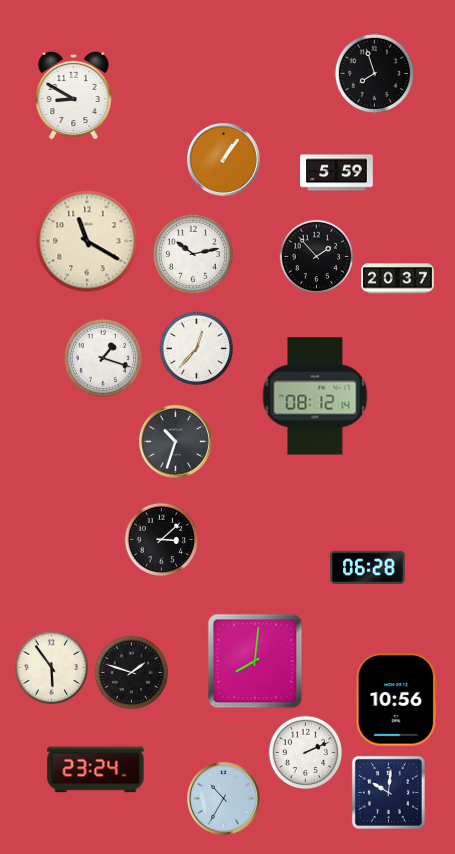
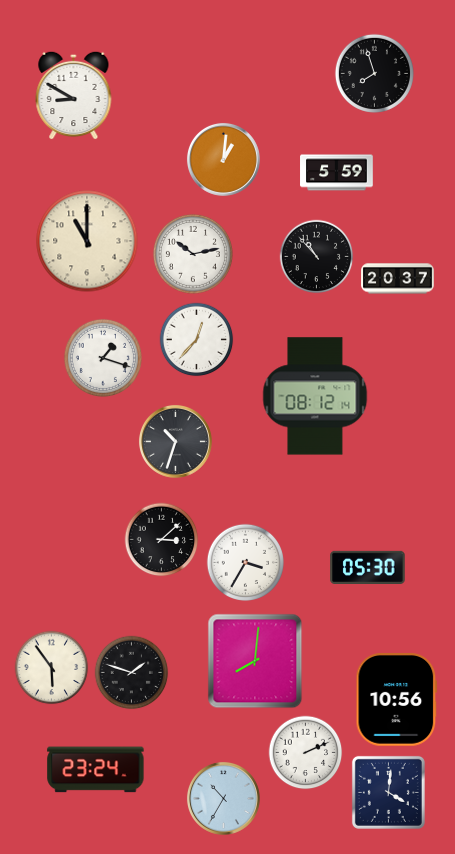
clock at (223, 159): 1:06 -> 1:01
clock at (87, 241): 11:20 -> 11:00
clock at (317, 257): 1:53 -> 10:53
clock at (197, 349) position: (197, 349) -> (197, 340)
clock at (245, 562): none -> 3:35
clock at (368, 567): 06:28 -> 05:30
clock at (388, 792): 10:01 -> 4:01
